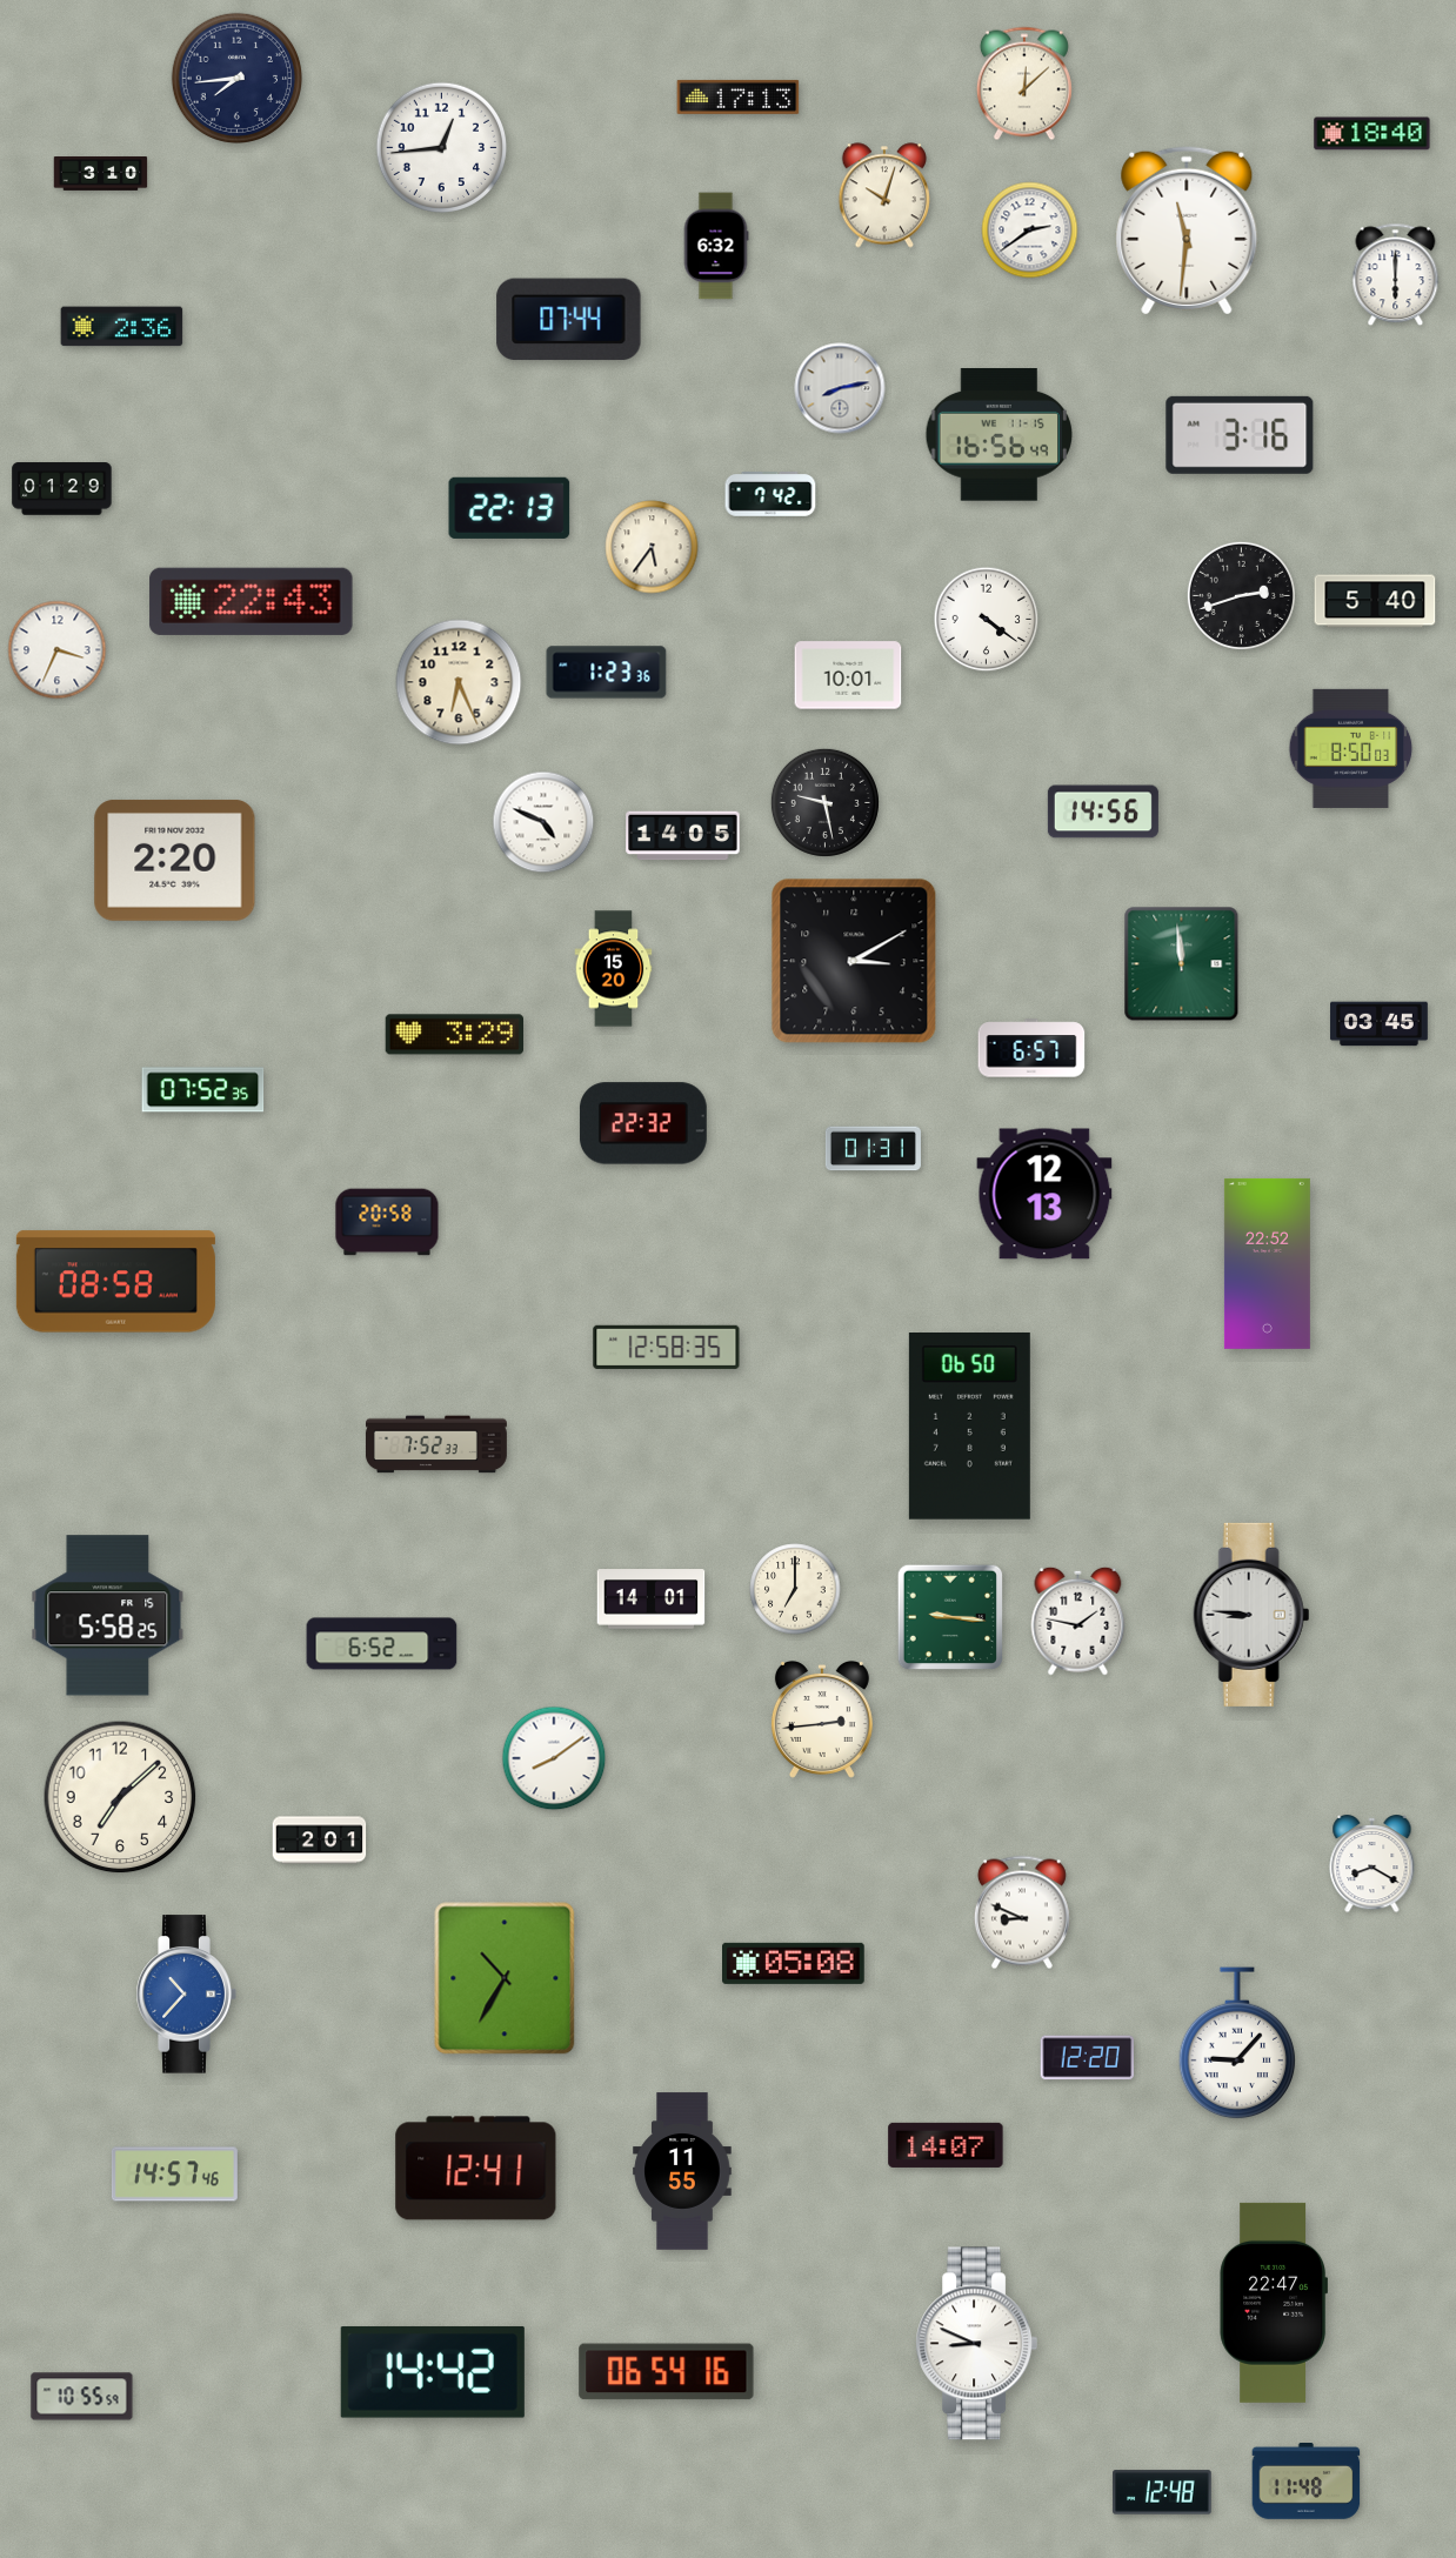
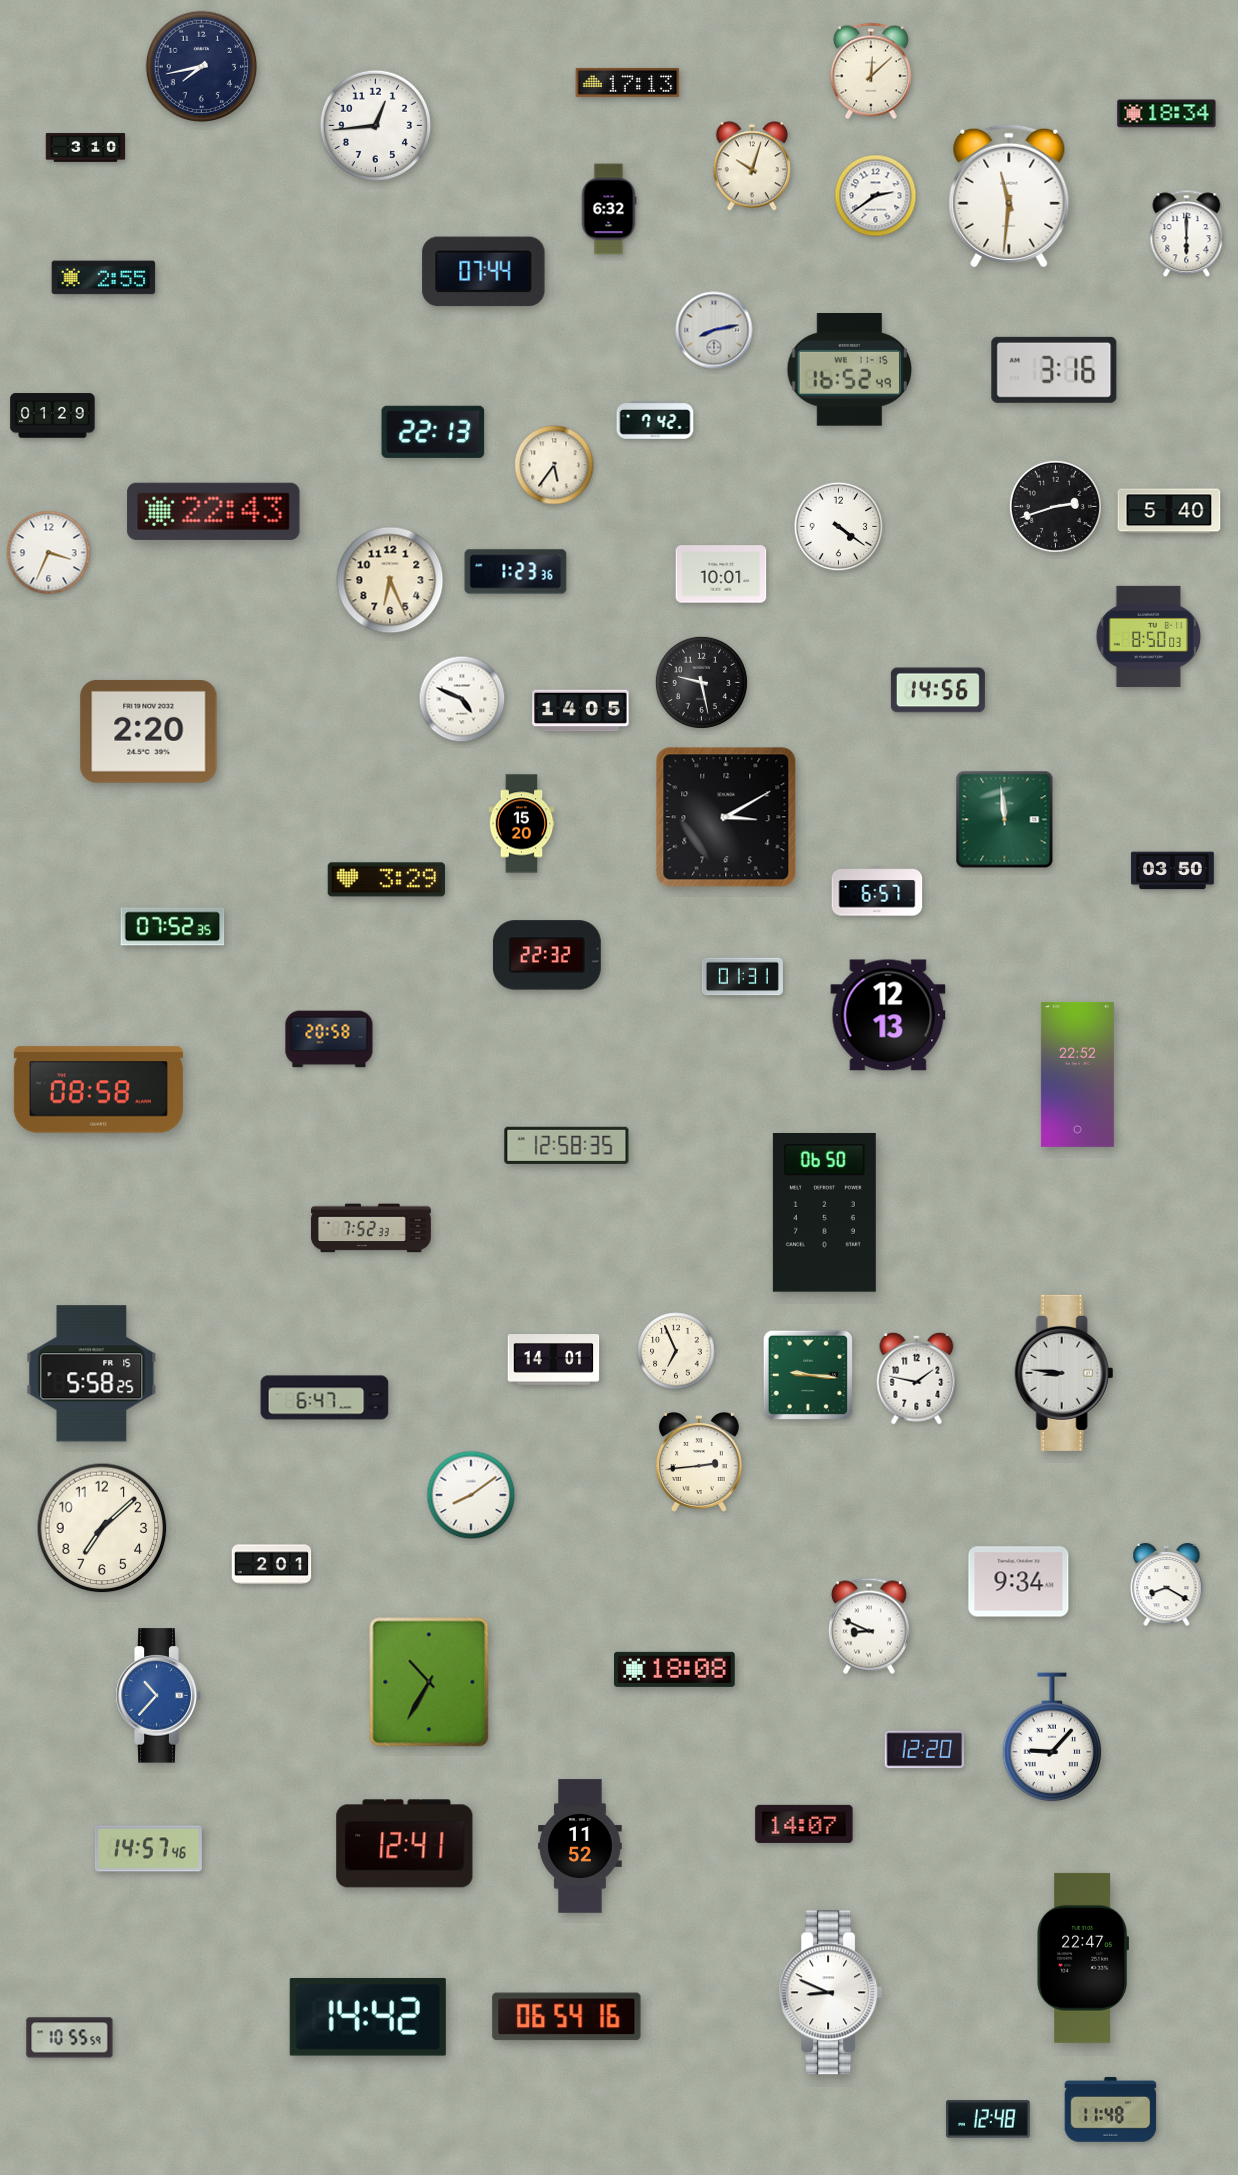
clock at (236, 78): 7:44 -> 7:43
clock at (1372, 134): 18:40 -> 18:34
clock at (122, 327): 2:36 -> 2:55
clock at (1000, 435): 16:56 -> 16:52
clock at (1380, 1024): 03:45 -> 03:50
clock at (795, 1589): 7:00 -> 6:56
clock at (382, 1644): 6:52 -> 6:47
clock at (1019, 1582): none -> 9:34
clock at (794, 1963): 05:08 -> 18:08
clock at (682, 2171): 11:55 -> 11:52
